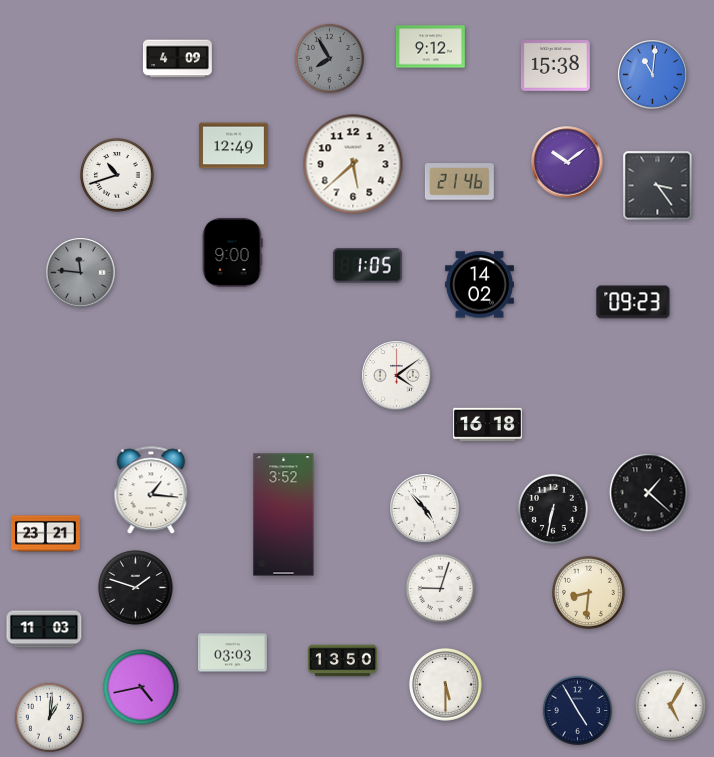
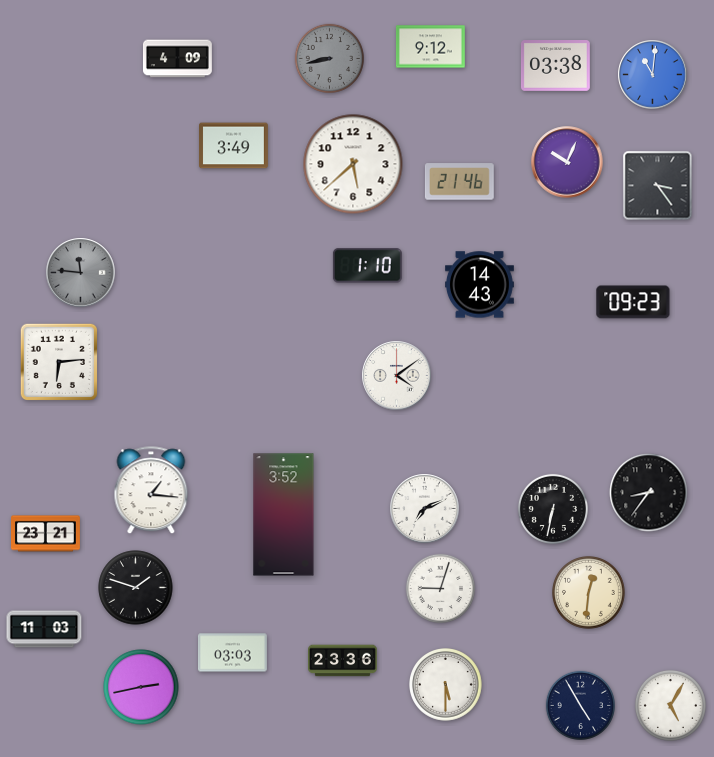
clock at (329, 58): 7:55 -> 8:43
clock at (555, 66): 15:38 -> 03:38
clock at (234, 146): 12:49 -> 3:49
clock at (567, 162): 10:09 -> 10:04
clock at (117, 175): 10:42 -> none
clock at (232, 252): 9:00 -> none
clock at (367, 266): 1:05 -> 1:10
clock at (480, 285): 14:02 -> 14:43
clock at (59, 362): none -> 6:14
clock at (488, 425): 16:18 -> none
clock at (649, 493): 1:22 -> 8:36
clock at (425, 509): 4:53 -> 7:11
clock at (589, 593): 8:31 -> 12:31
clock at (343, 661): 13:50 -> 23:36
clock at (141, 687): 4:43 -> 2:43
clock at (577, 710) position: (577, 710) -> (580, 705)
clock at (49, 717): 1:01 -> none
